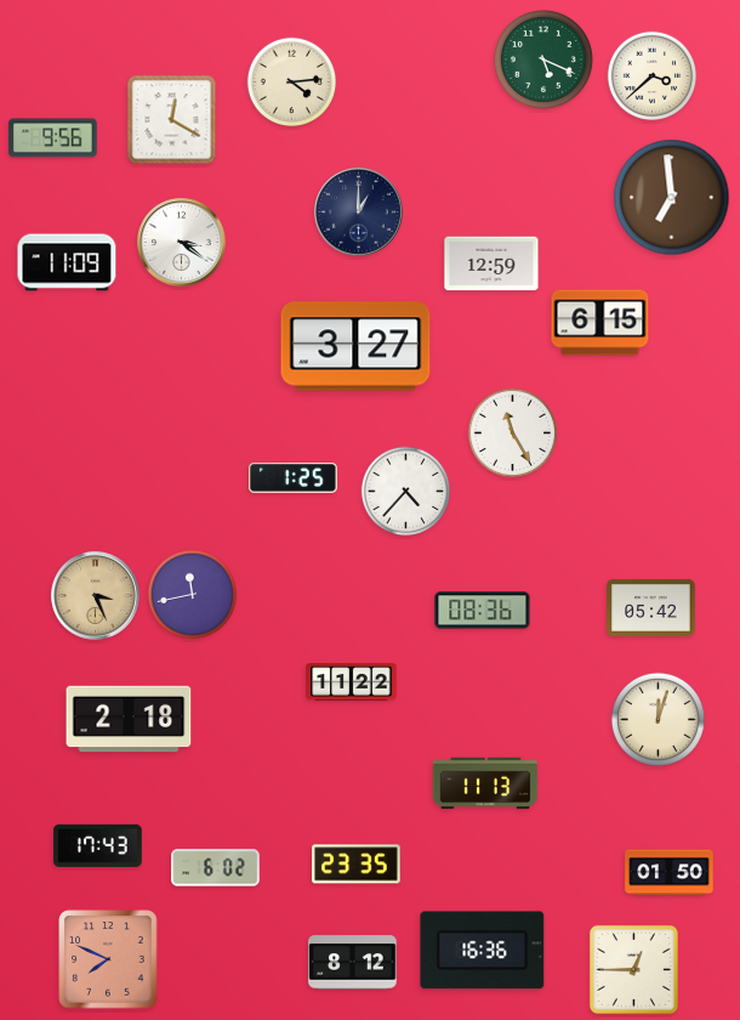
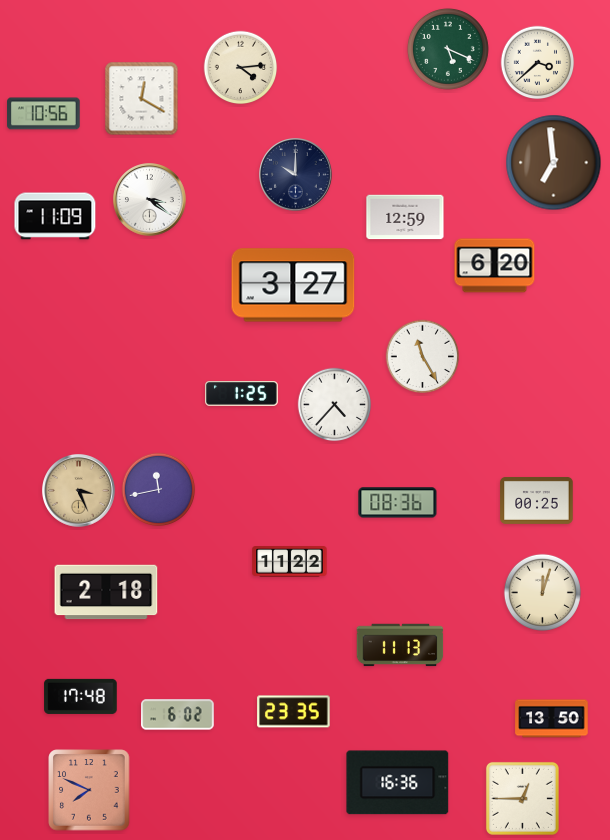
clock at (53, 138): 9:56 -> 10:56
clock at (359, 212): 1:00 -> 10:00
clock at (600, 323): 6:15 -> 6:20
clock at (651, 607): 05:42 -> 00:25
clock at (98, 845): 17:43 -> 17:48
clock at (670, 873): 01:50 -> 13:50
clock at (353, 963): 8:12 -> none
